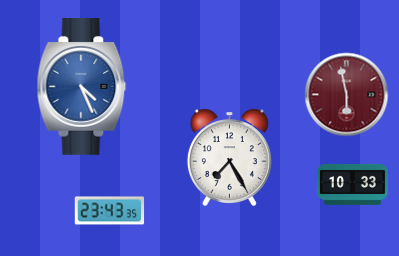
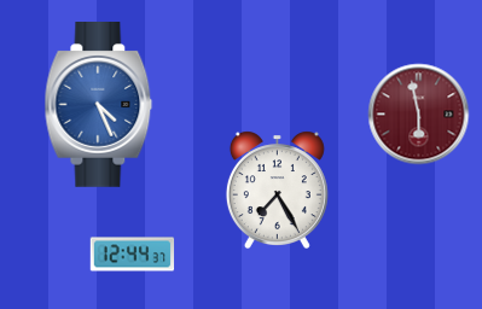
clock at (352, 184): 10:33 -> none
clock at (110, 211): 23:43 -> 12:44
